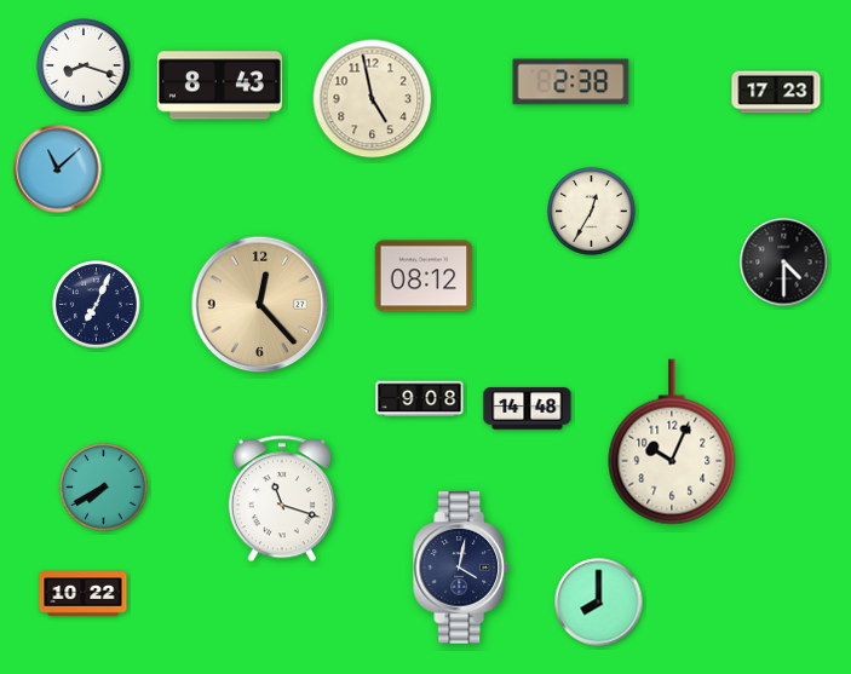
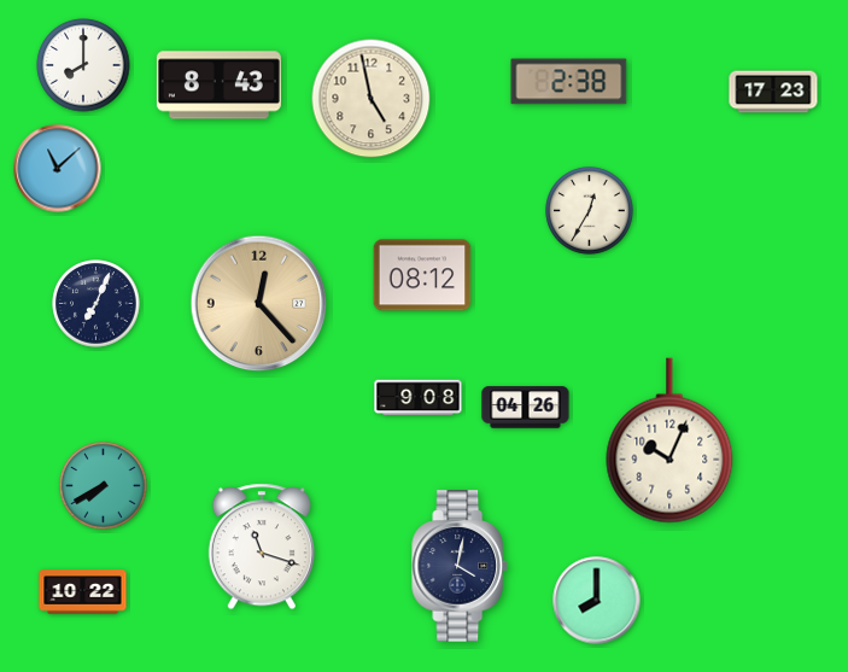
clock at (84, 65): 8:18 -> 8:00
clock at (784, 263): 4:30 -> none
clock at (528, 409): 14:48 -> 04:26
clock at (282, 499) position: (282, 499) -> (262, 547)
